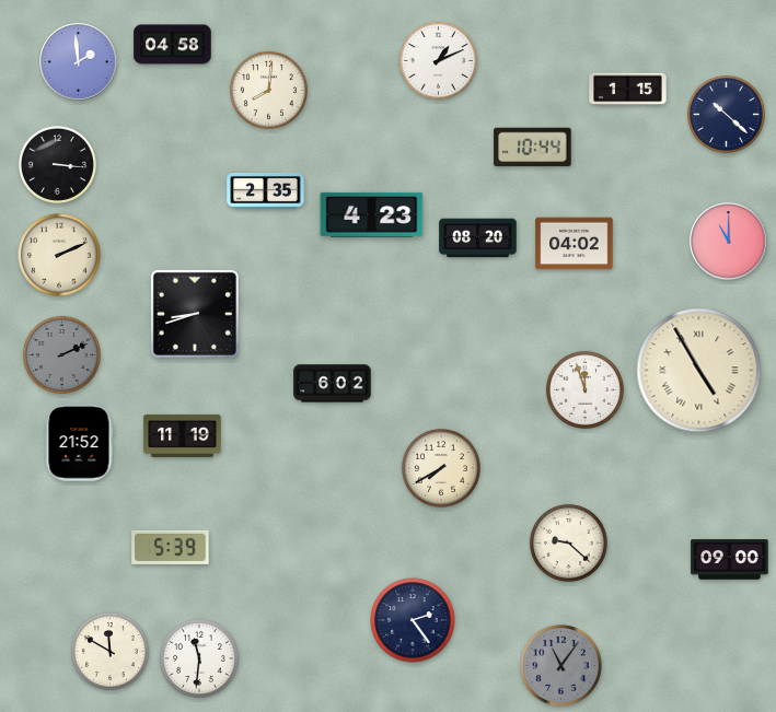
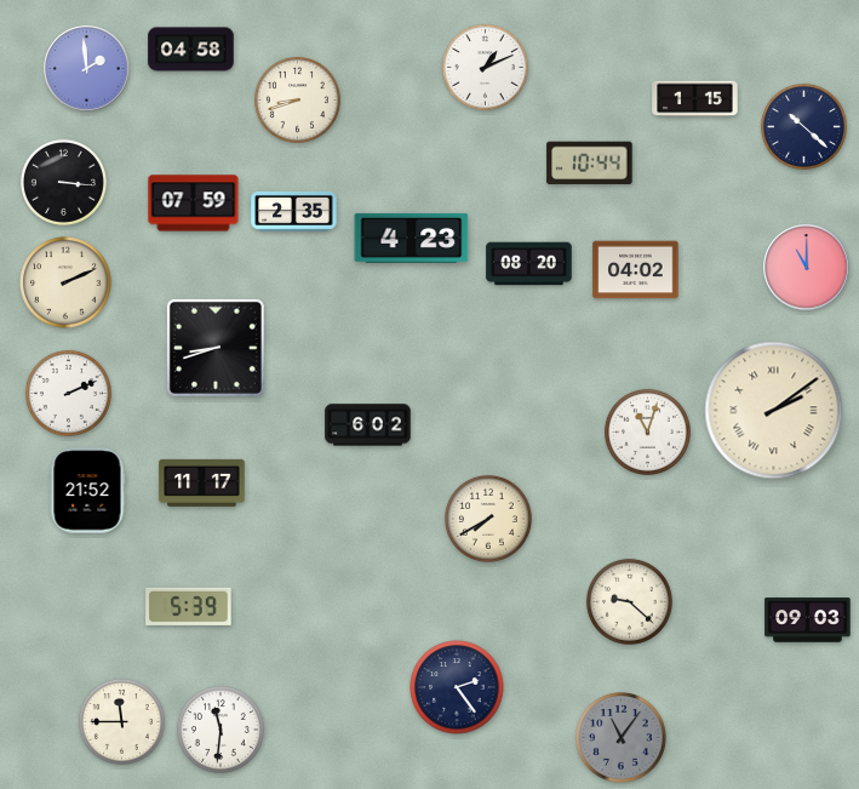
clock at (268, 90): 8:01 -> 8:42
clock at (194, 204): none -> 07:59
clock at (61, 354) dial: grey -> white
clock at (699, 371): 4:55 -> 2:09
clock at (584, 389): 11:57 -> 11:03
clock at (183, 435): 11:19 -> 11:17
clock at (730, 560): 09:00 -> 09:03
clock at (109, 651): 11:50 -> 11:45
